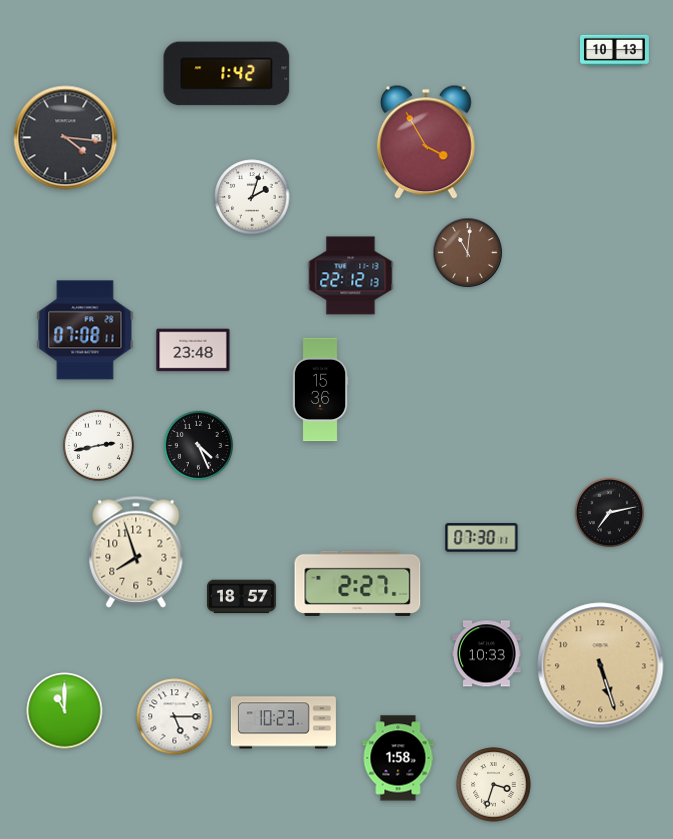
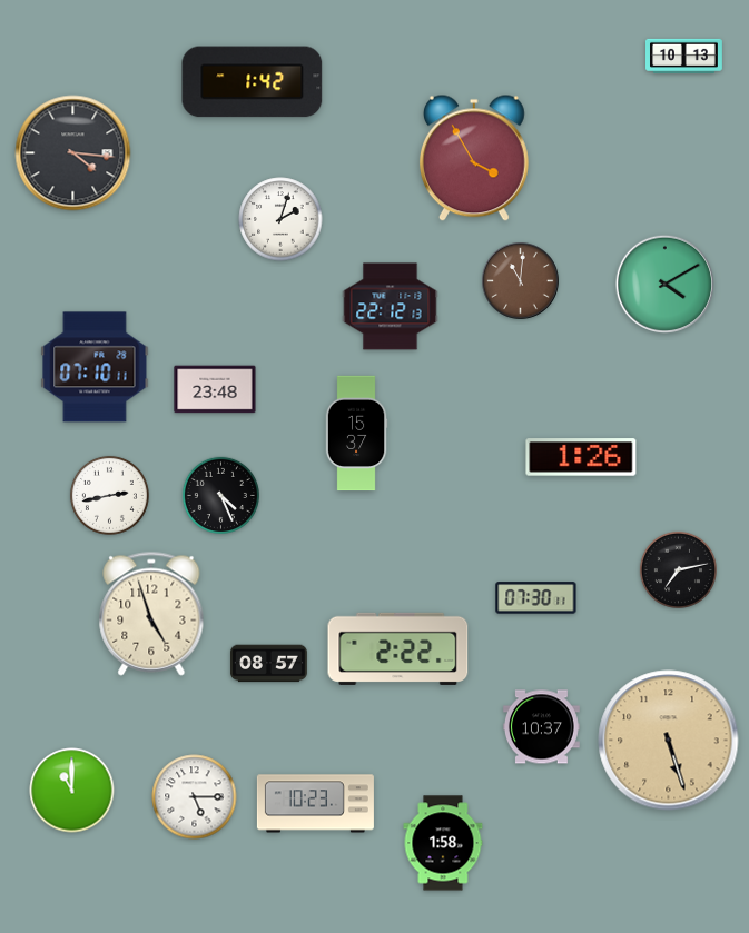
clock at (666, 285): none -> 4:10
clock at (85, 330): 07:08 -> 07:10
clock at (320, 390): 15:36 -> 15:37
clock at (581, 457): none -> 1:26
clock at (136, 552): 7:57 -> 4:57
clock at (358, 583): 2:27 -> 2:22
clock at (242, 597): 18:57 -> 08:57
clock at (486, 654): 10:33 -> 10:37
clock at (494, 785): 3:33 -> none
